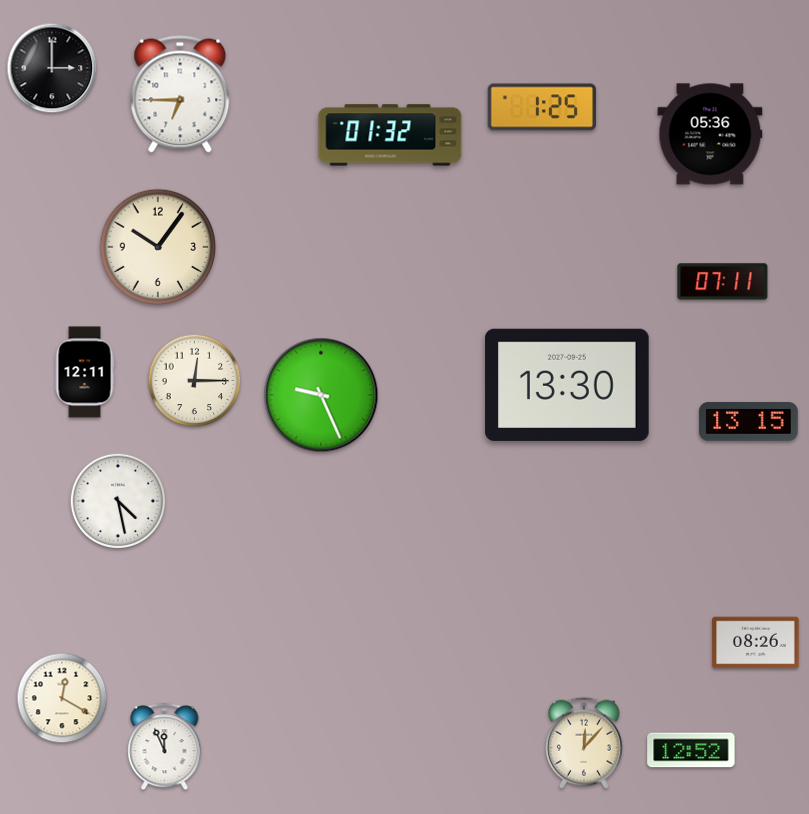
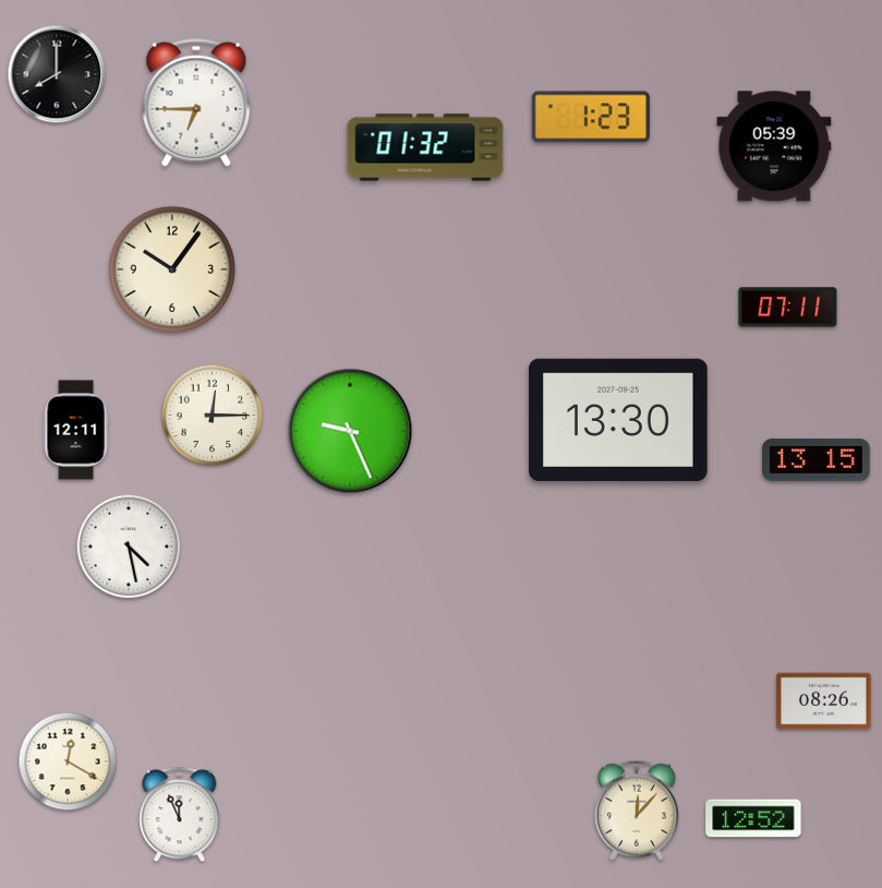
clock at (52, 68): 3:00 -> 8:00
clock at (541, 107): 1:25 -> 1:23
clock at (710, 134): 05:36 -> 05:39
clock at (85, 372) position: (85, 372) -> (76, 430)
